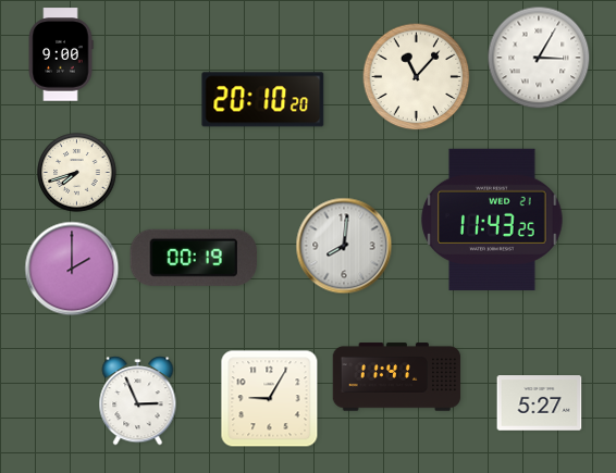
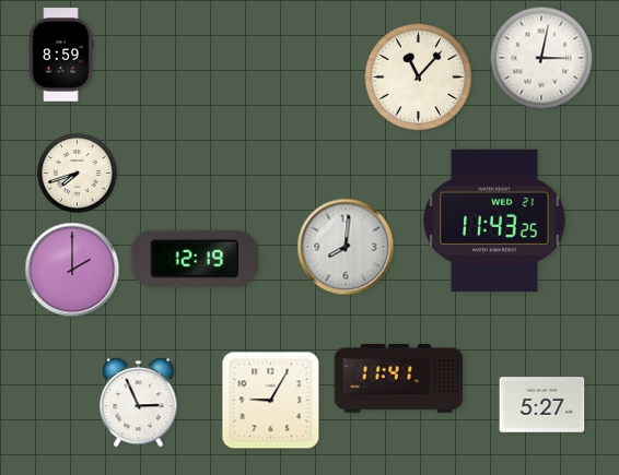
clock at (61, 54): 9:00 -> 8:59
clock at (539, 58): 3:05 -> 3:02
clock at (263, 100): 20:10 -> none
clock at (193, 258): 00:19 -> 12:19
